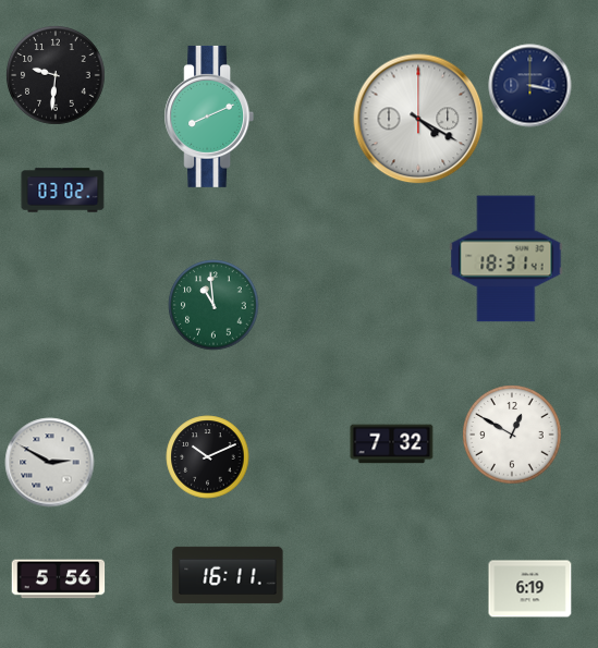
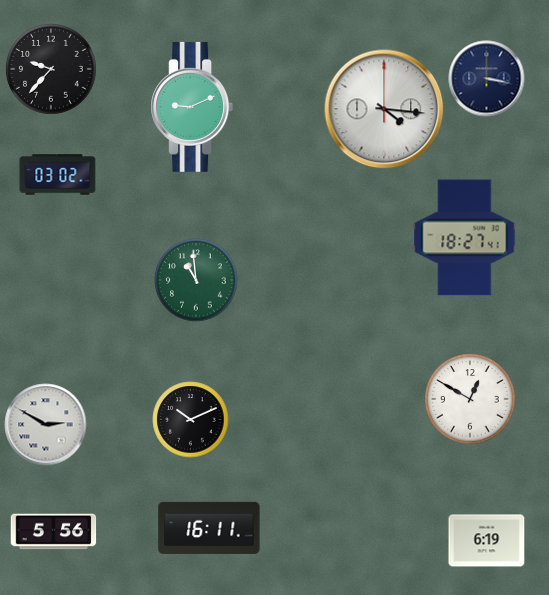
clock at (56, 75): 9:31 -> 9:37
clock at (209, 117): 8:11 -> 9:11
clock at (418, 119): 4:20 -> 4:16
clock at (507, 259): 18:31 -> 18:27
clock at (392, 444): 7:32 -> none
